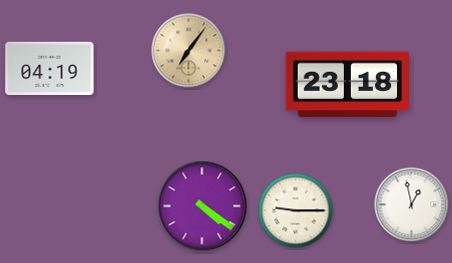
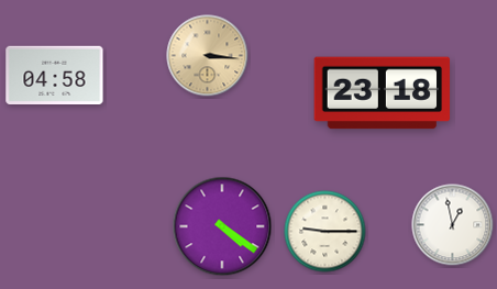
clock at (189, 51): 7:06 -> 3:16
clock at (50, 68): 04:19 -> 04:58
